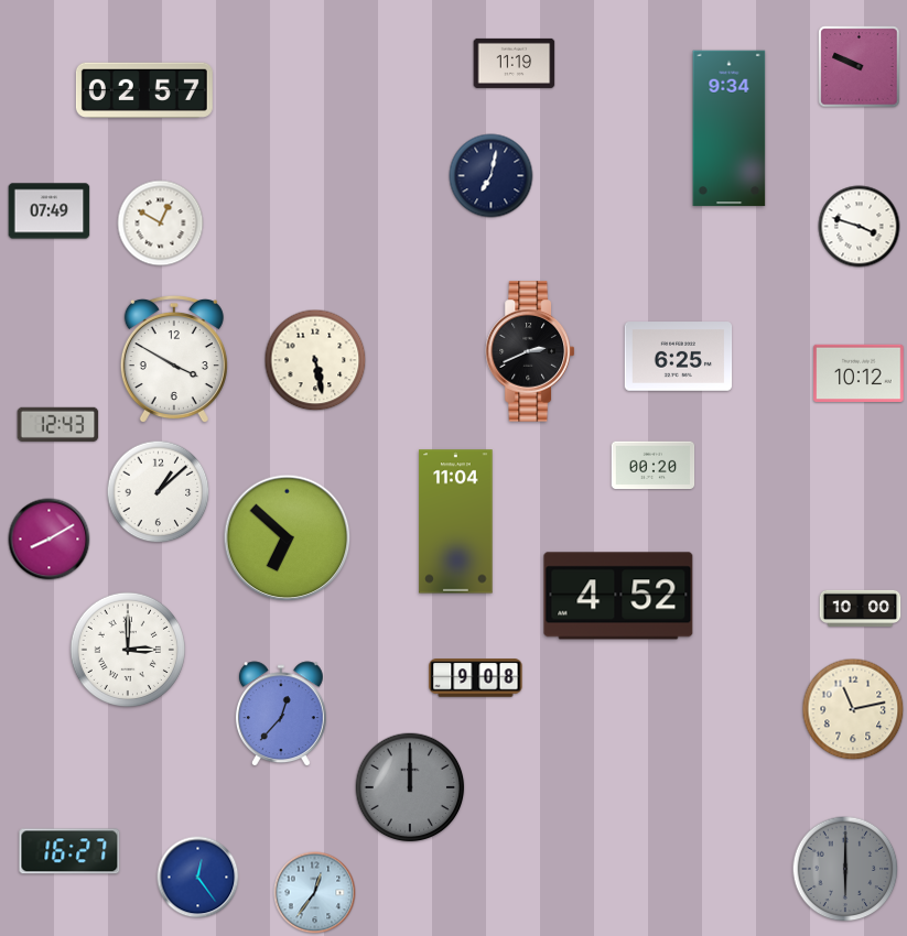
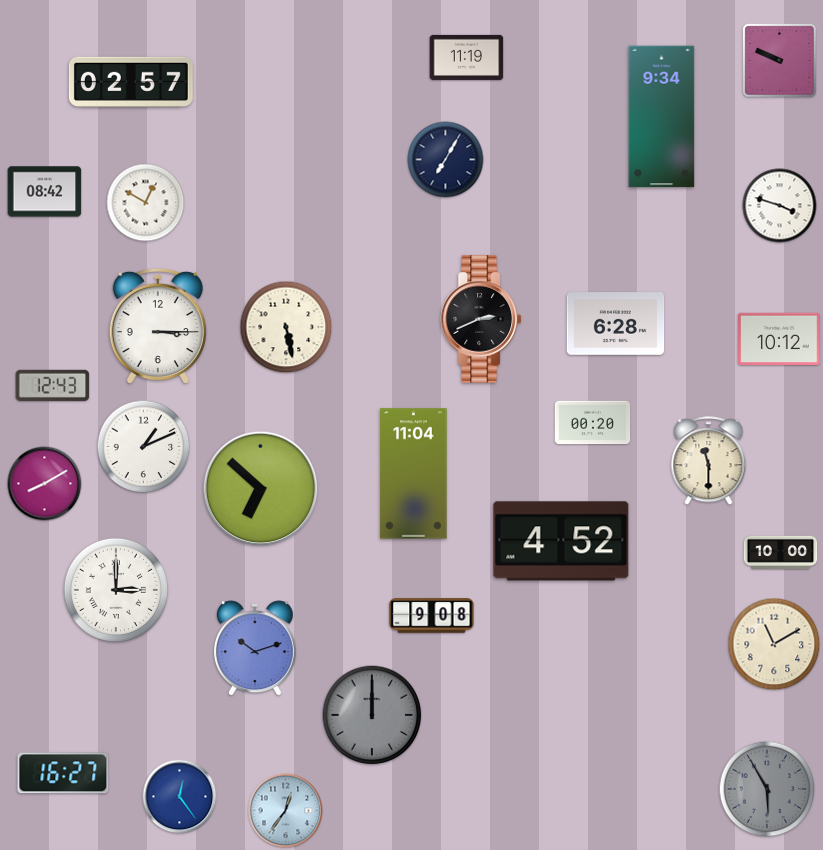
clock at (492, 176): 7:02 -> 7:05
clock at (50, 211): 07:49 -> 08:42
clock at (679, 357): 6:25 -> 6:28
clock at (174, 359): 3:50 -> 3:15
clock at (159, 492): 1:08 -> 1:11
clock at (709, 461): none -> 11:30
clock at (50, 540) position: (50, 540) -> (45, 484)
clock at (853, 709): 11:13 -> 11:10
clock at (281, 715): 12:37 -> 10:12
clock at (845, 869): 6:00 -> 5:55
